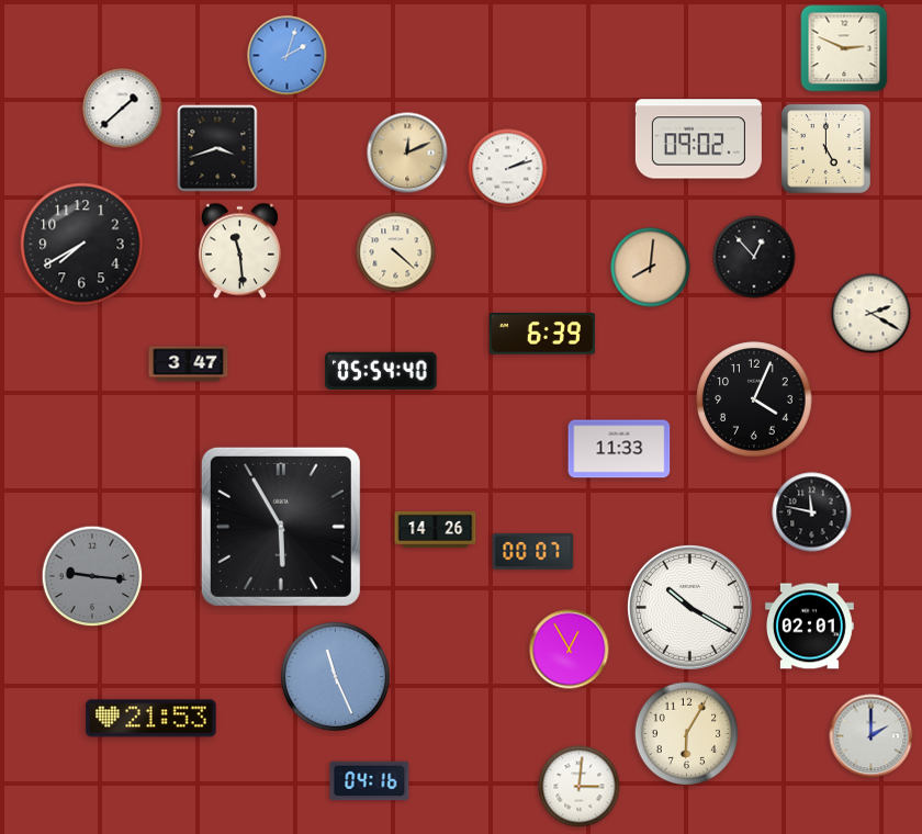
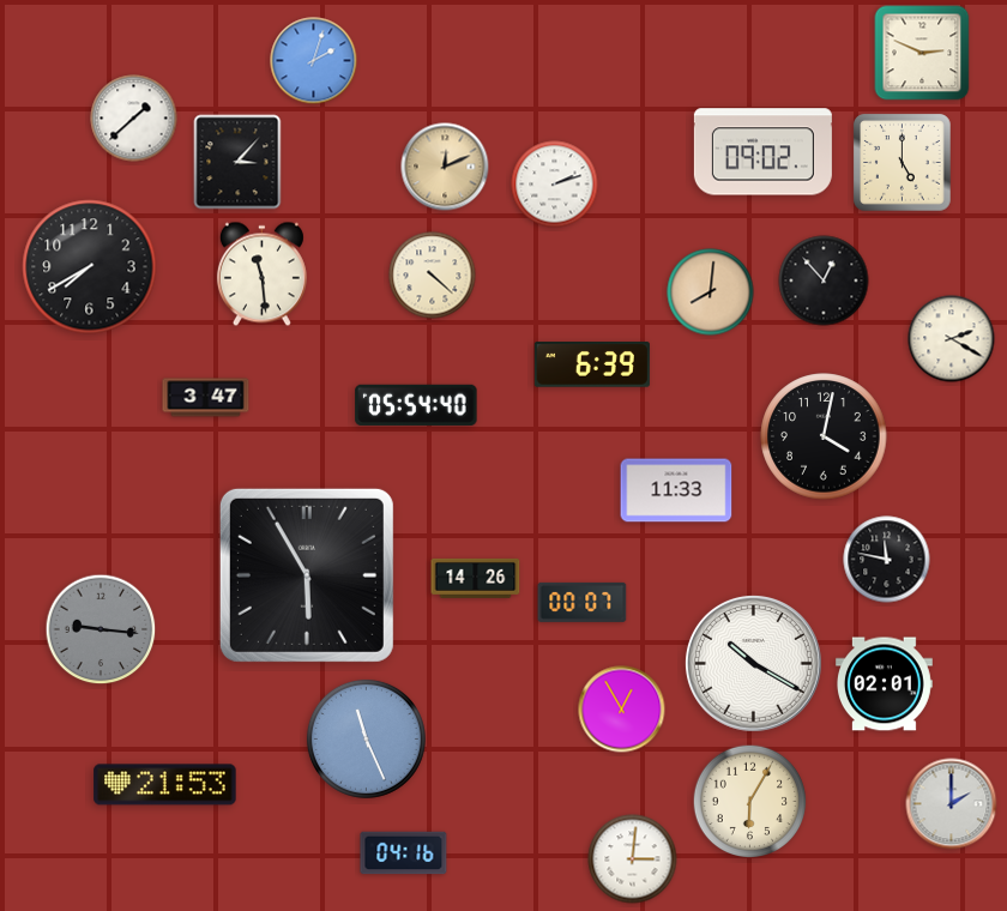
clock at (217, 148): 3:42 -> 3:07
clock at (872, 314) position: (872, 314) -> (952, 339)
clock at (754, 399): 4:04 -> 4:02
